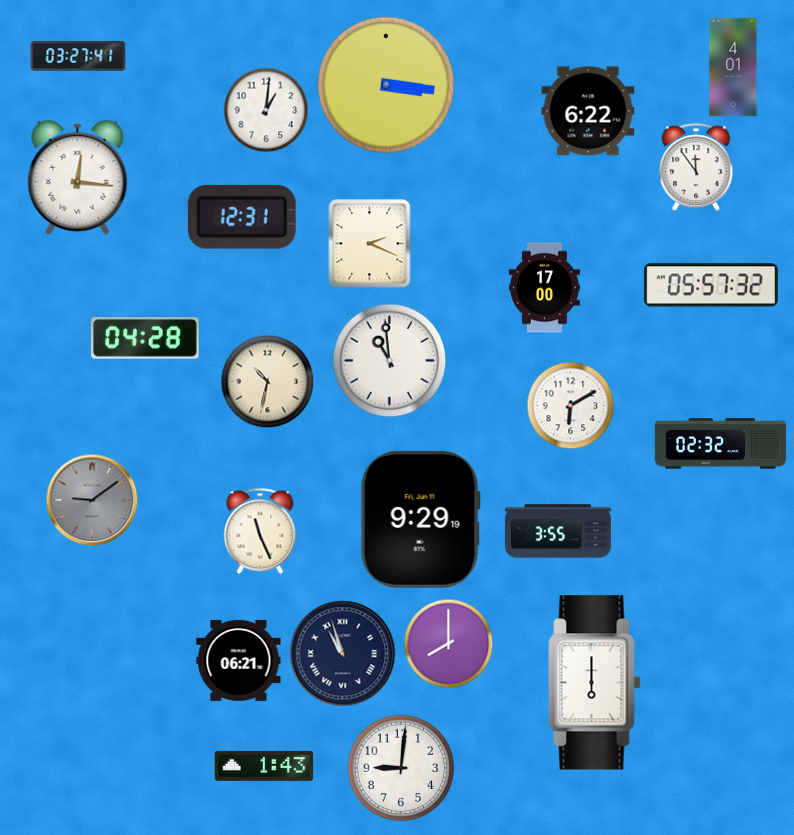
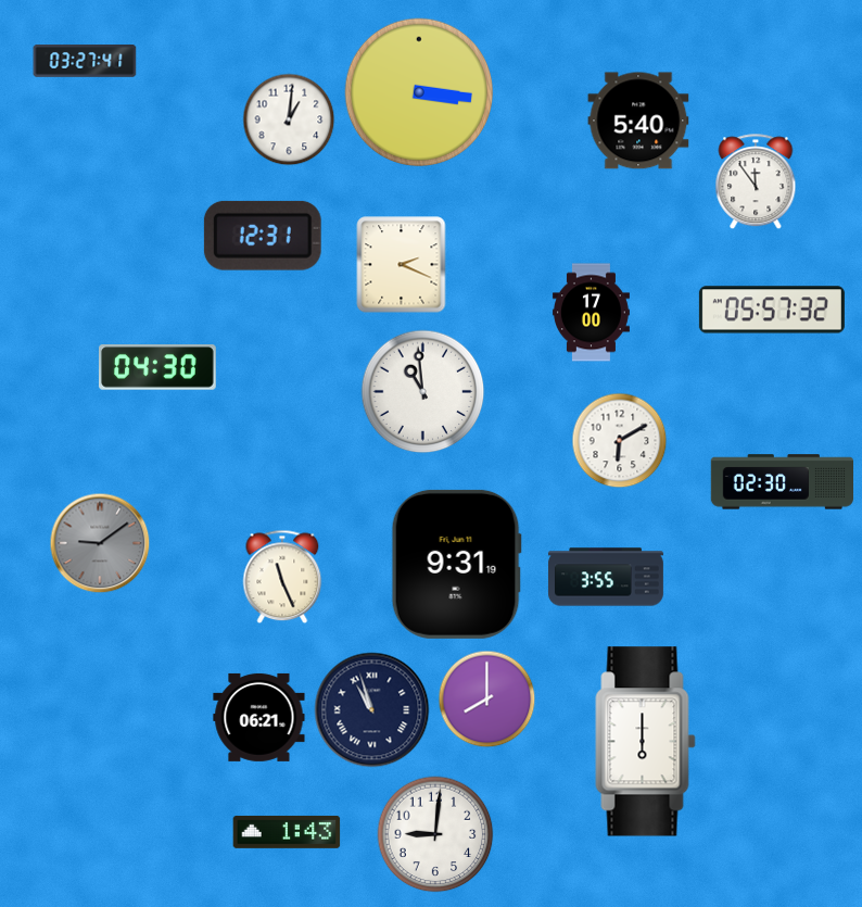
clock at (733, 67): 4:01 -> none
clock at (588, 111): 6:22 -> 5:40
clock at (78, 177): 12:16 -> none
clock at (146, 338): 04:28 -> 04:30
clock at (268, 382): 10:32 -> none
clock at (720, 444): 02:32 -> 02:30
clock at (420, 519): 9:29 -> 9:31
